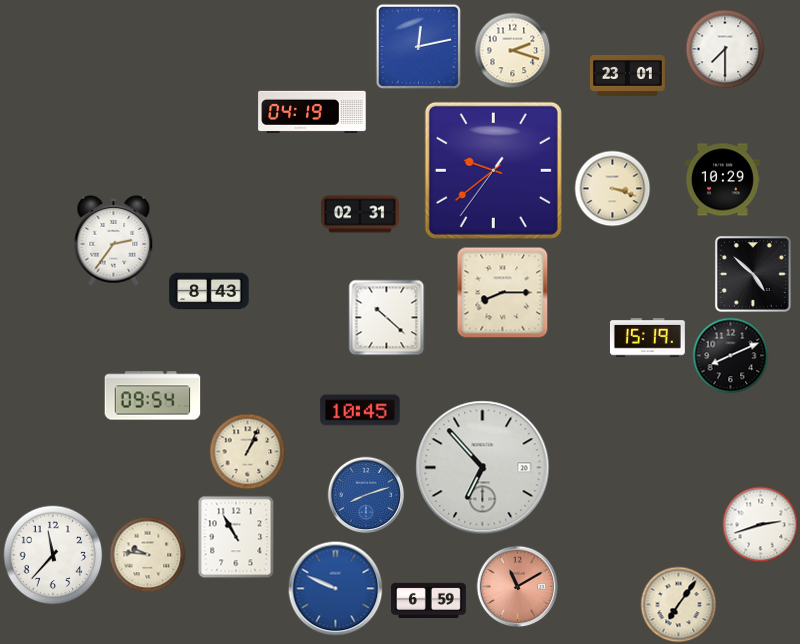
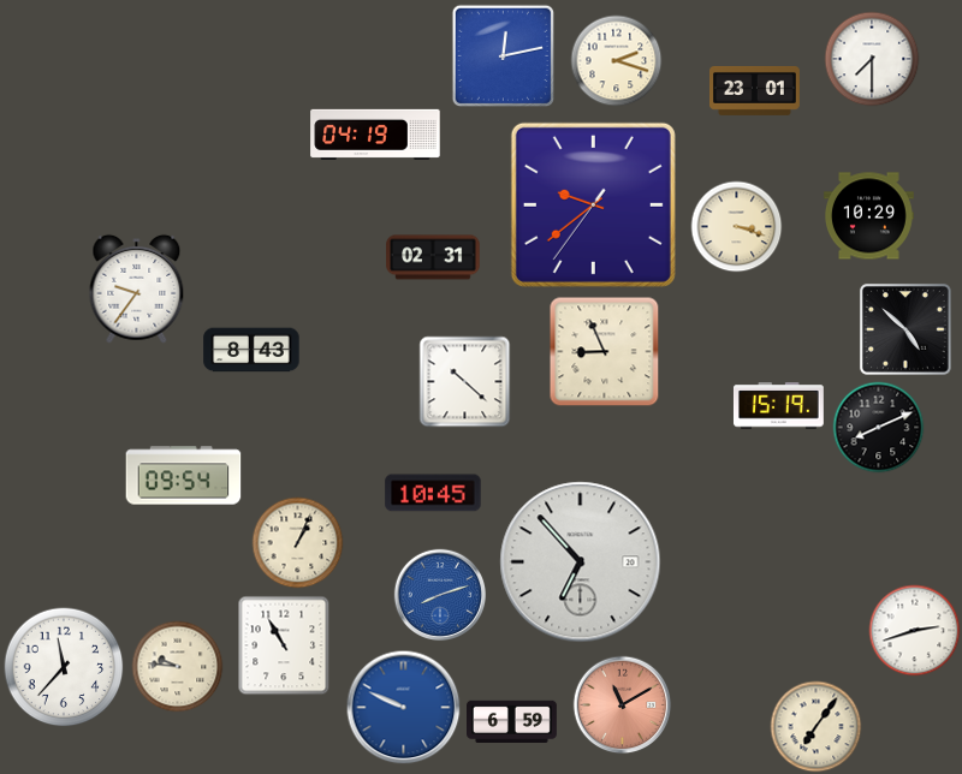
clock at (114, 240): 2:36 -> 9:36
clock at (503, 293): 8:15 -> 8:56
clock at (429, 600) position: (429, 600) -> (512, 721)
